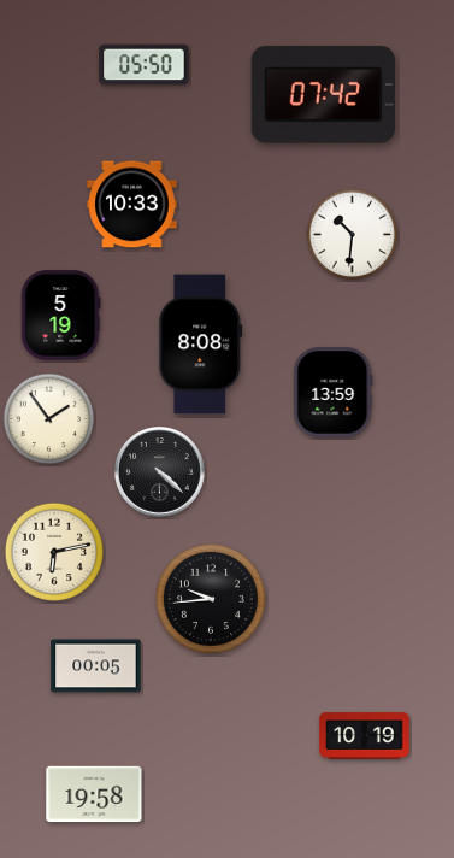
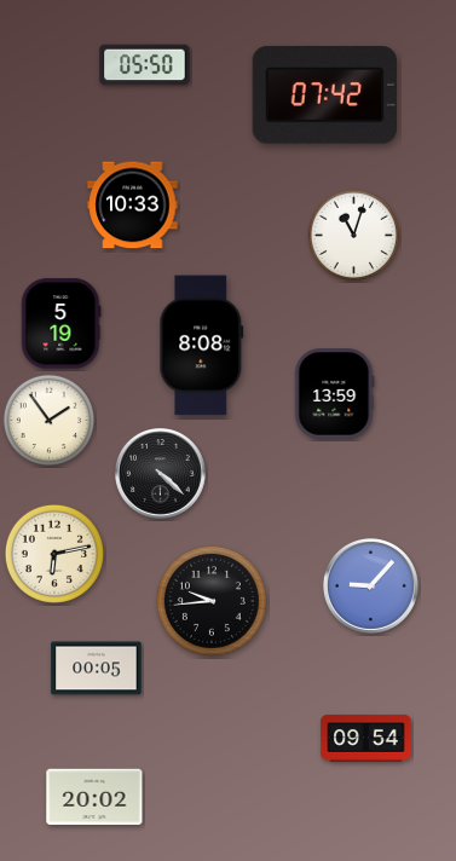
clock at (352, 234): 10:31 -> 11:03
clock at (61, 316) position: (61, 316) -> (62, 324)
clock at (370, 585): none -> 9:07
clock at (365, 736): 10:19 -> 09:54
clock at (94, 794): 19:58 -> 20:02
